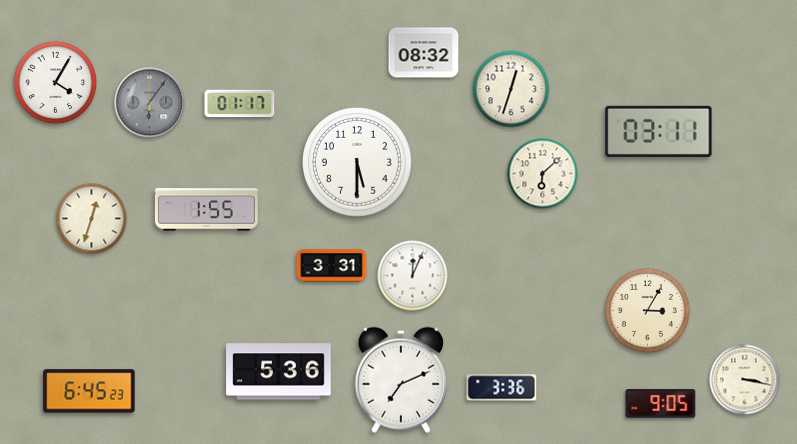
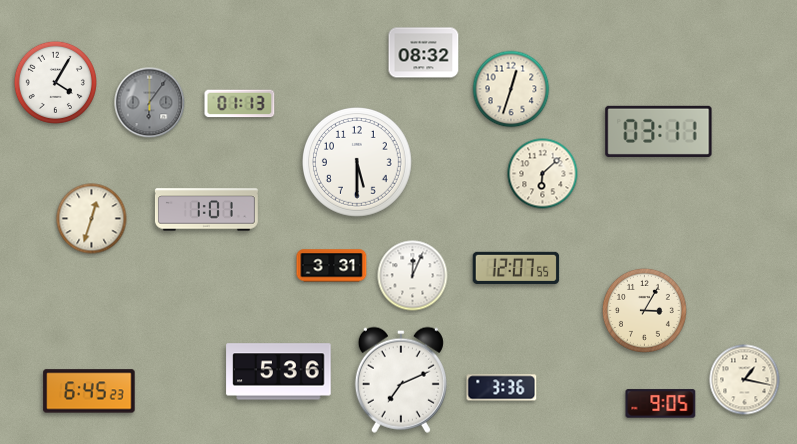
clock at (240, 104): 01:17 -> 01:13
clock at (206, 210): 1:55 -> 1:01
clock at (516, 268): none -> 12:07
clock at (647, 310) position: (647, 310) -> (644, 310)
clock at (745, 380): 3:17 -> 1:17
